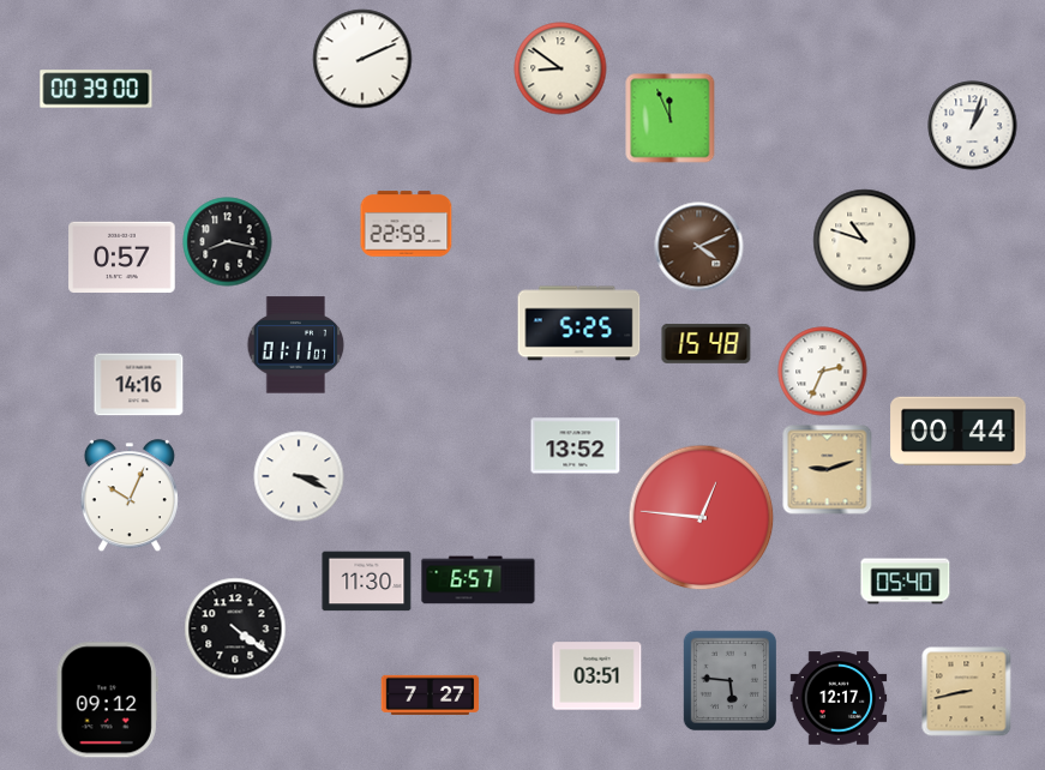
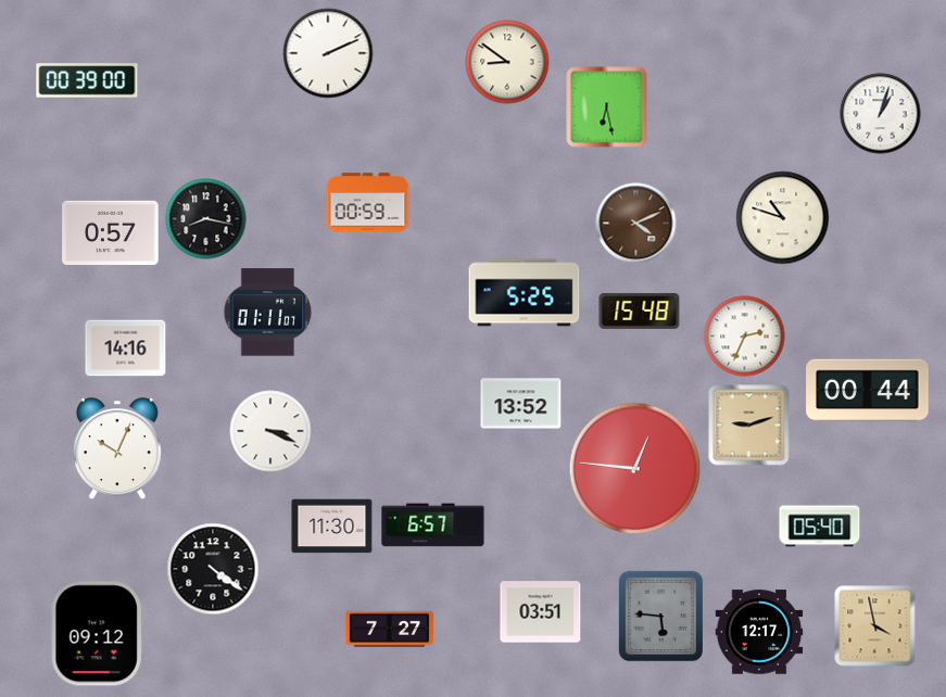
clock at (671, 119): 11:56 -> 6:28
clock at (407, 224): 22:59 -> 00:59
clock at (699, 247) position: (699, 247) -> (636, 224)
clock at (967, 692): 8:43 -> 3:58
